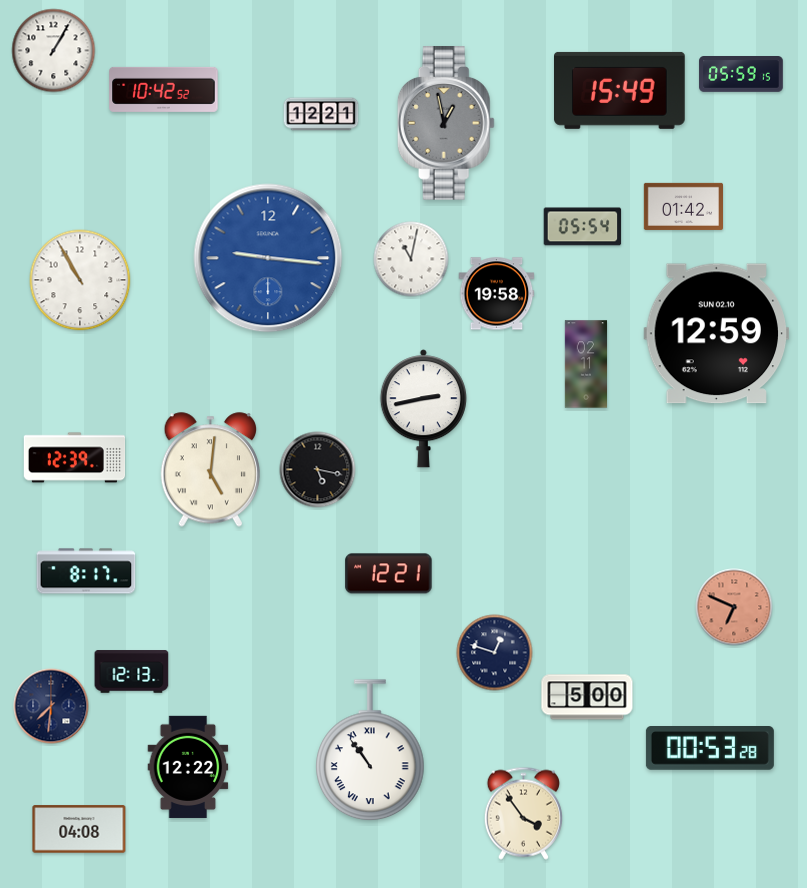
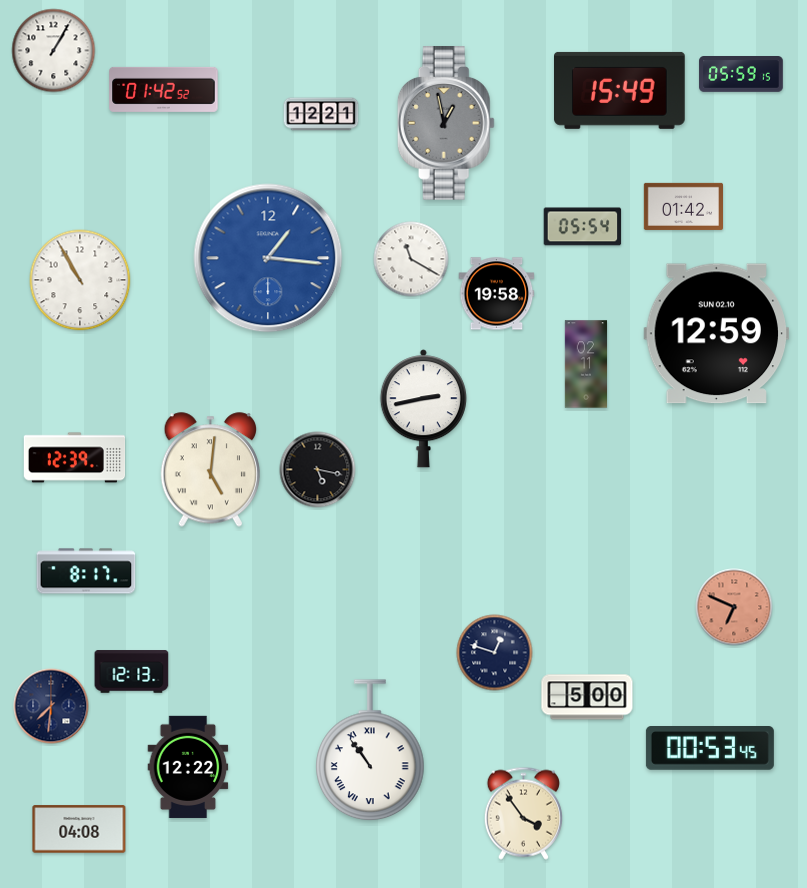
clock at (164, 89): 10:42 -> 01:42
clock at (268, 258): 9:16 -> 1:16
clock at (411, 259): 11:02 -> 11:20
clock at (389, 574): 12:21 -> none
clock at (710, 748): 00:53:28 -> 00:53:45
